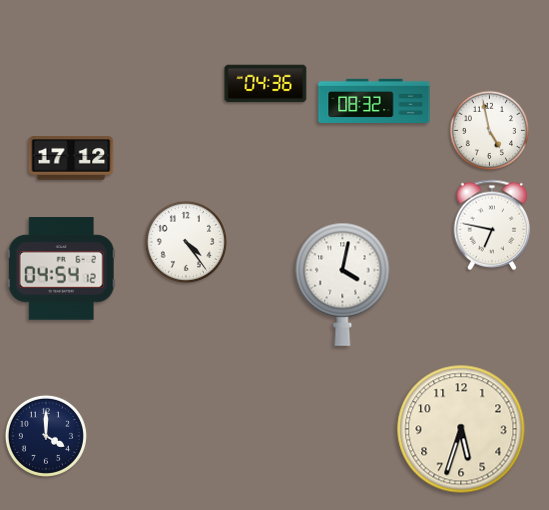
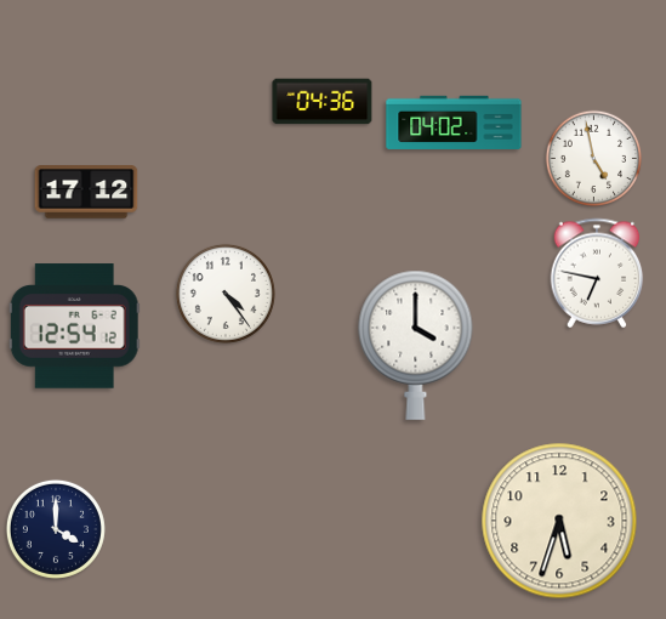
clock at (374, 101): 08:32 -> 04:02
clock at (61, 269): 04:54 -> 12:54
clock at (343, 284): 4:02 -> 4:00
